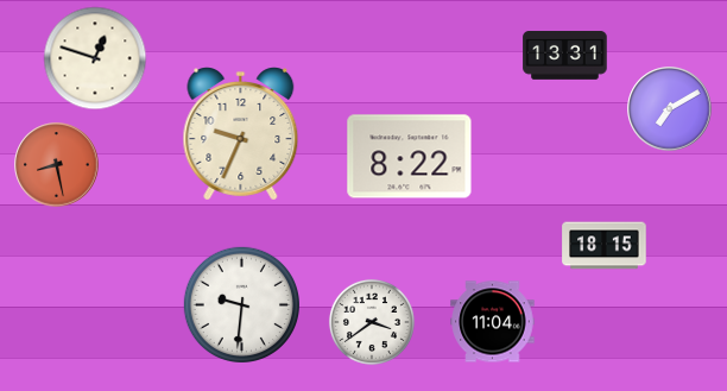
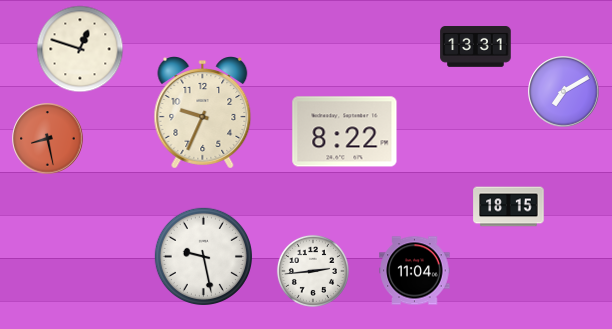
clock at (241, 304): 9:31 -> 9:28
clock at (372, 322): 3:39 -> 2:44
